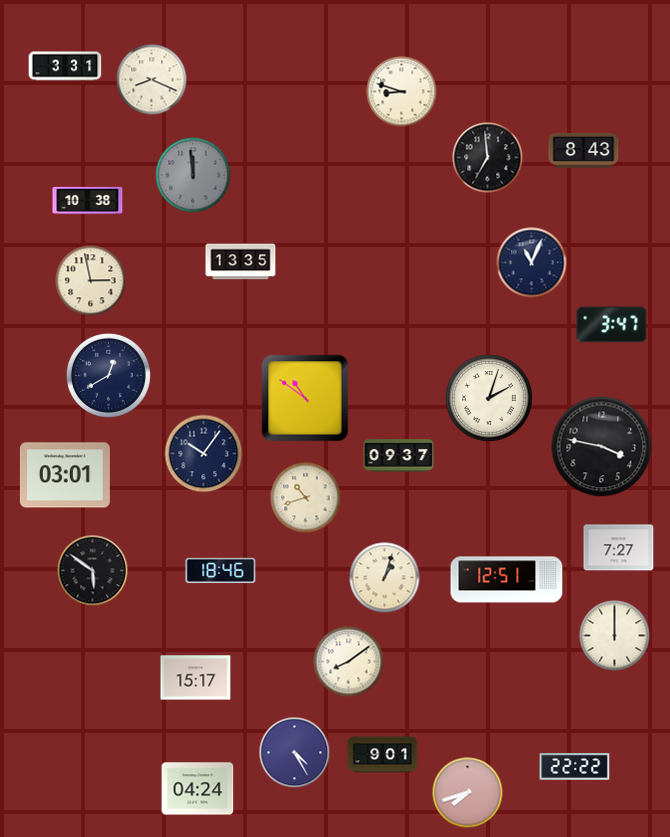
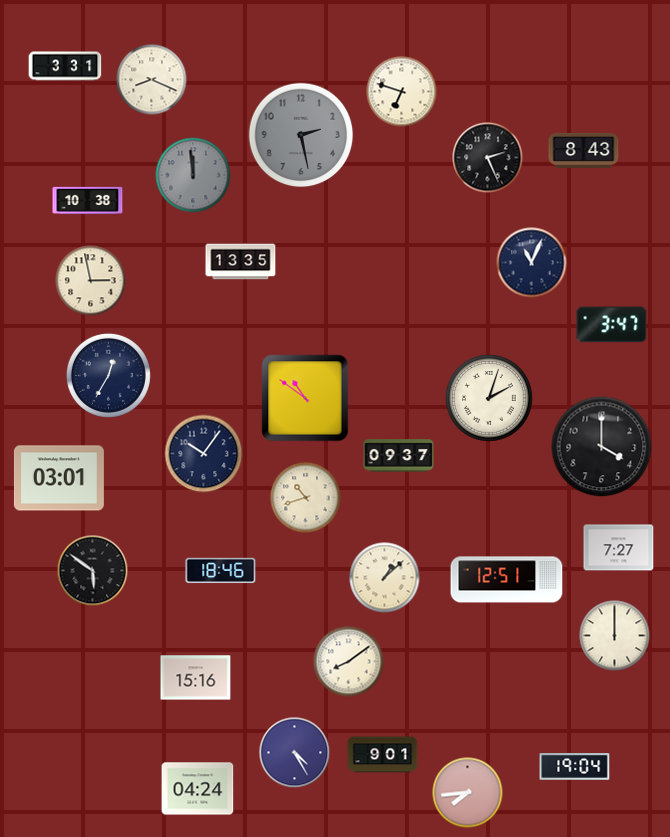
clock at (402, 92): 8:48 -> 6:48
clock at (301, 135): none -> 2:28
clock at (488, 158): 6:59 -> 2:26
clock at (108, 375): 12:40 -> 12:35
clock at (602, 447): 3:47 -> 4:00
clock at (65, 475) position: (65, 475) -> (59, 478)
clock at (385, 578): 1:03 -> 1:08
clock at (196, 678): 15:17 -> 15:16
clock at (575, 767): 22:22 -> 19:04
clock at (468, 793): 7:42 -> 7:44
